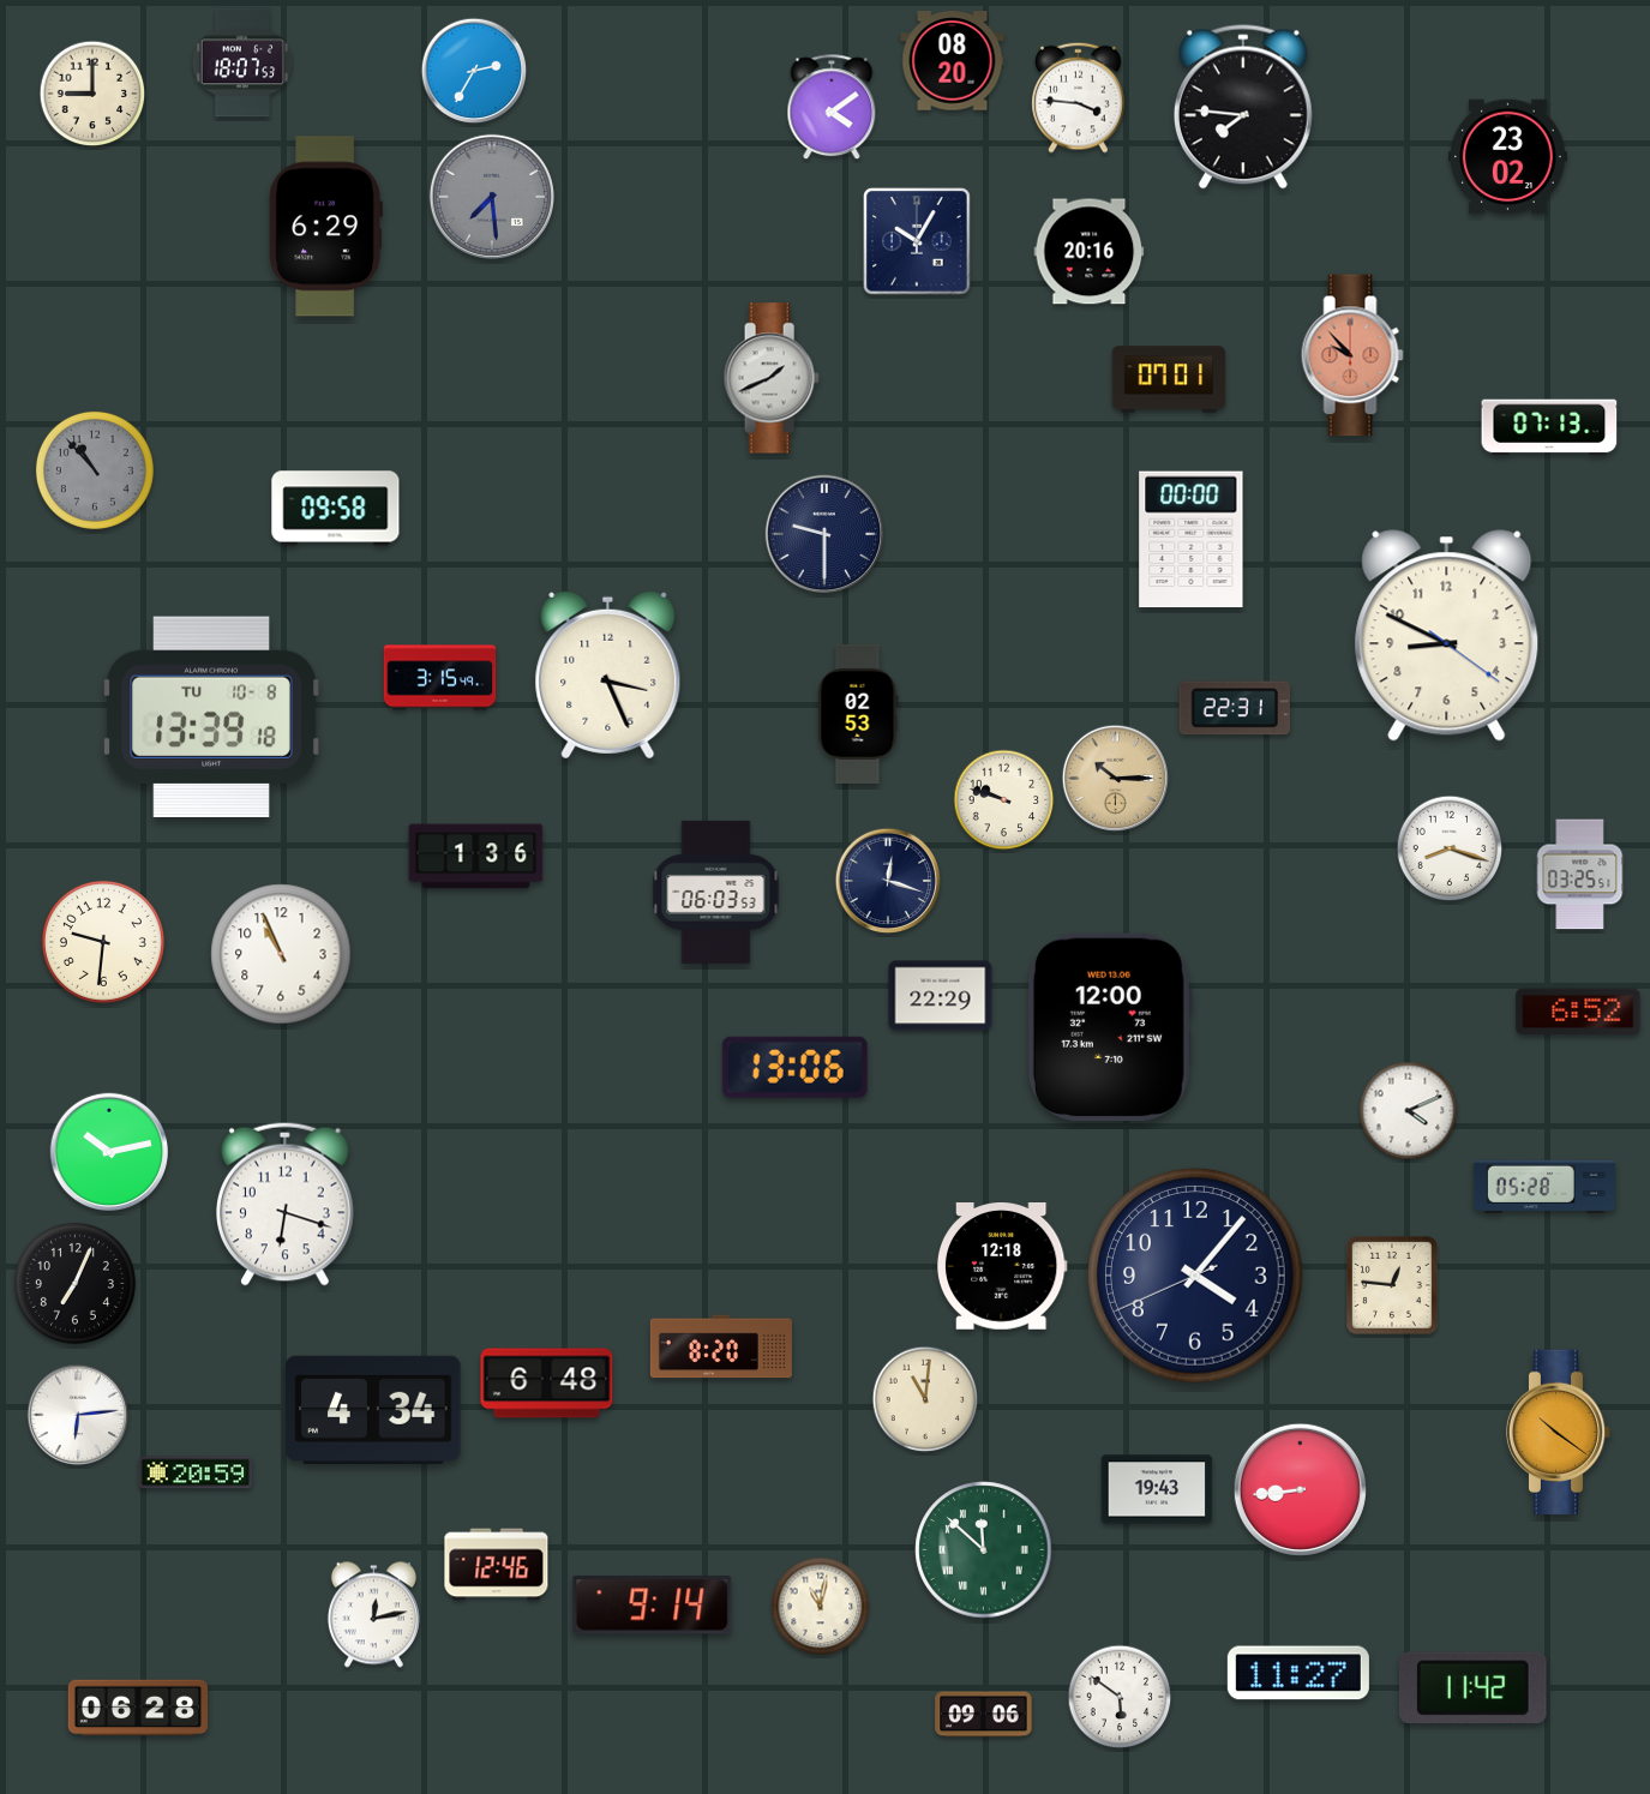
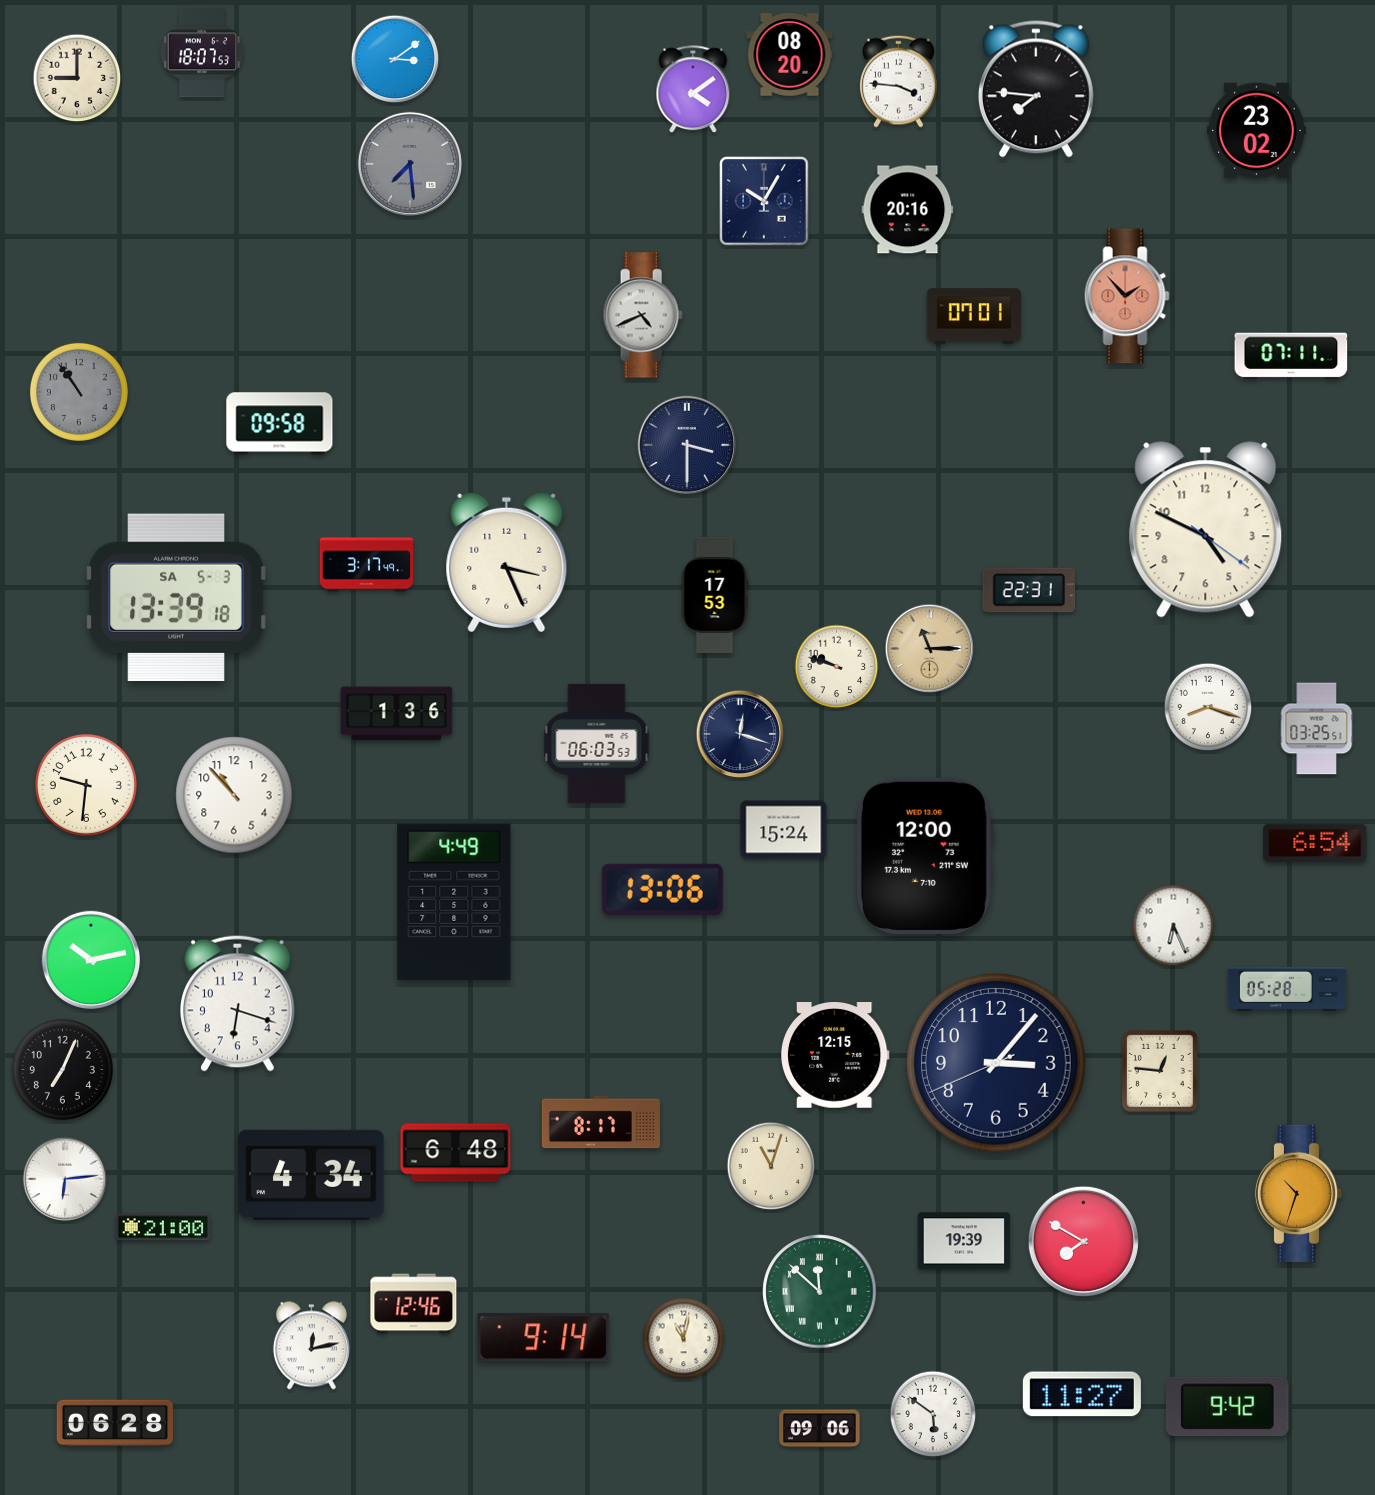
clock at (953, 61) position: (953, 61) -> (790, 55)
clock at (474, 71): 2:35 -> 3:09
clock at (325, 227): 6:29 -> none
clock at (1352, 355): 9:53 -> 1:53
clock at (772, 378): 1:41 -> 4:41
clock at (1549, 427): 07:13 -> 07:11
clock at (95, 470): 10:53 -> 10:54
clock at (823, 533): 9:30 -> 3:30
clock at (1192, 540): 00:00 -> none
clock at (1447, 636): 8:49 -> 4:49
clock at (440, 678): 3:15 -> 3:17
clock at (858, 713): 02:53 -> 17:53
clock at (211, 716) date: TU 10-8 -> SA 5-3
clock at (1116, 779): 10:15 -> 11:15
clock at (281, 954): 10:56 -> 10:53
clock at (941, 996): 22:29 -> 15:24
clock at (1578, 1012): 6:52 -> 6:54
clock at (454, 902): none -> 4:49
clock at (1409, 1111): 4:11 -> 6:26
clock at (1002, 1267): 12:18 -> 12:15
clock at (1195, 1276): 4:06 -> 3:06
clock at (721, 1346): 8:20 -> 8:17
clock at (925, 1399): 11:01 -> 11:03
clock at (1559, 1432): 10:21 -> 10:33
clock at (196, 1472): 20:59 -> 21:00
clock at (1157, 1489): 19:43 -> 19:39
clock at (1300, 1489): 8:44 -> 7:50
clock at (1472, 1688): 11:42 -> 9:42
